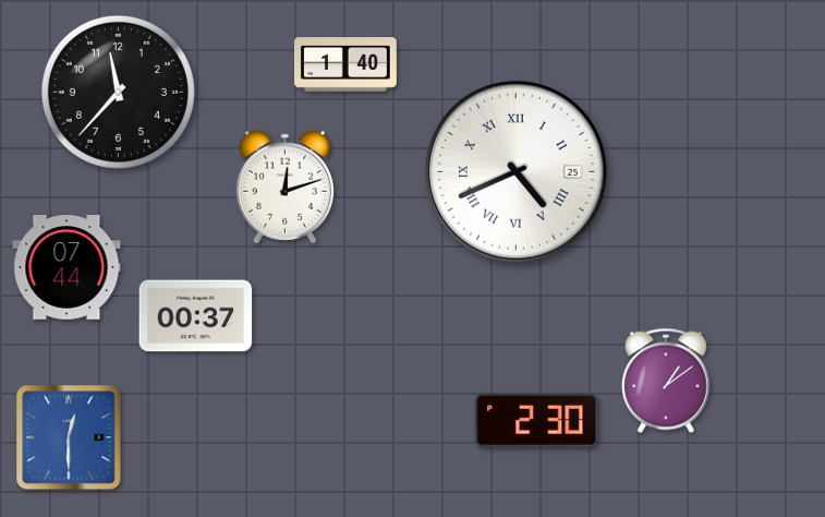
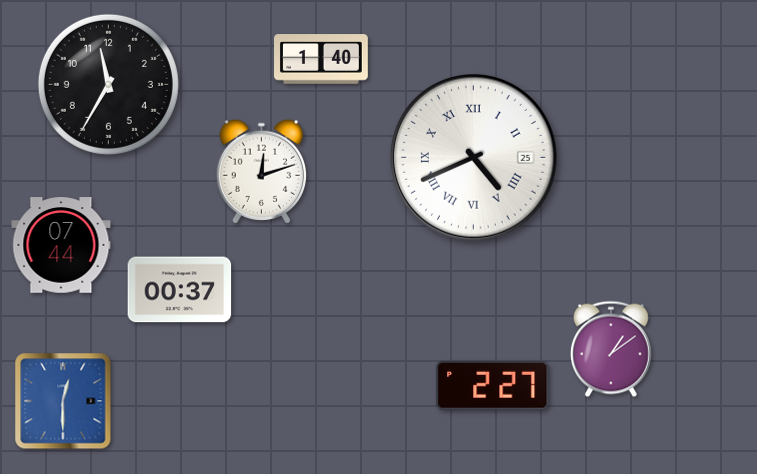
clock at (347, 64) position: (347, 64) -> (322, 59)
clock at (118, 92): 11:37 -> 11:35
clock at (537, 420): 2:30 -> 2:27
